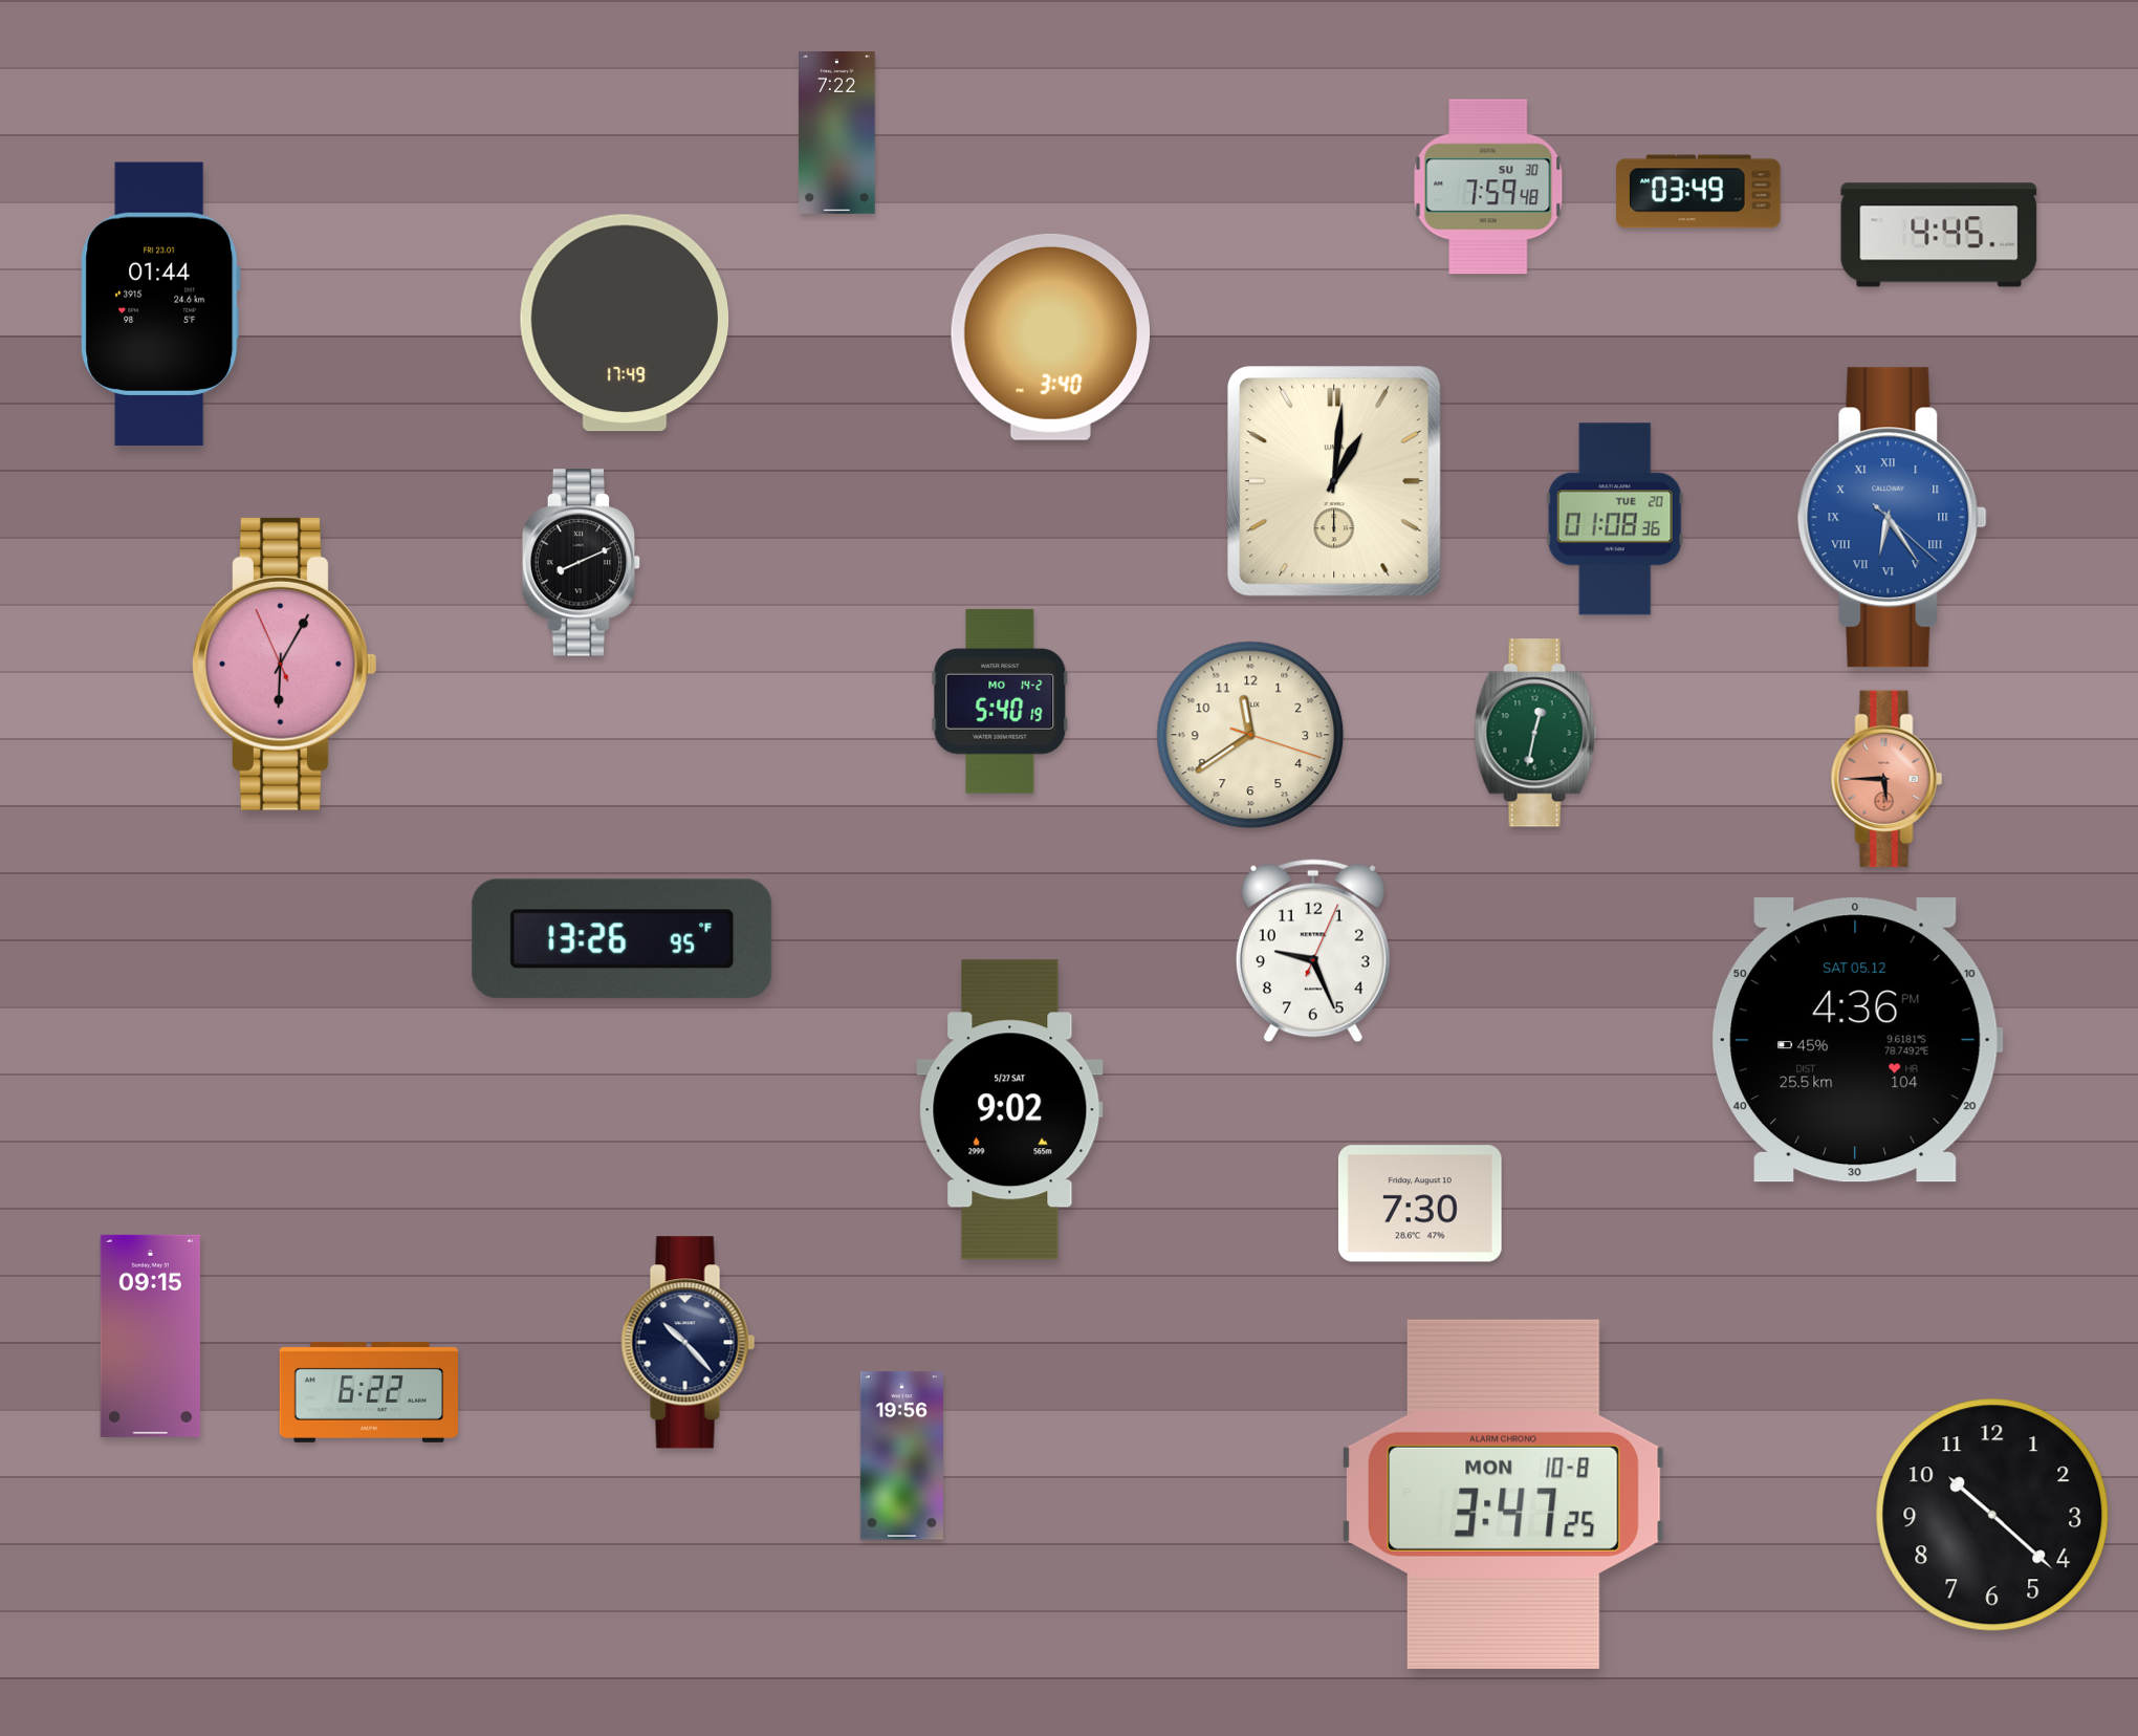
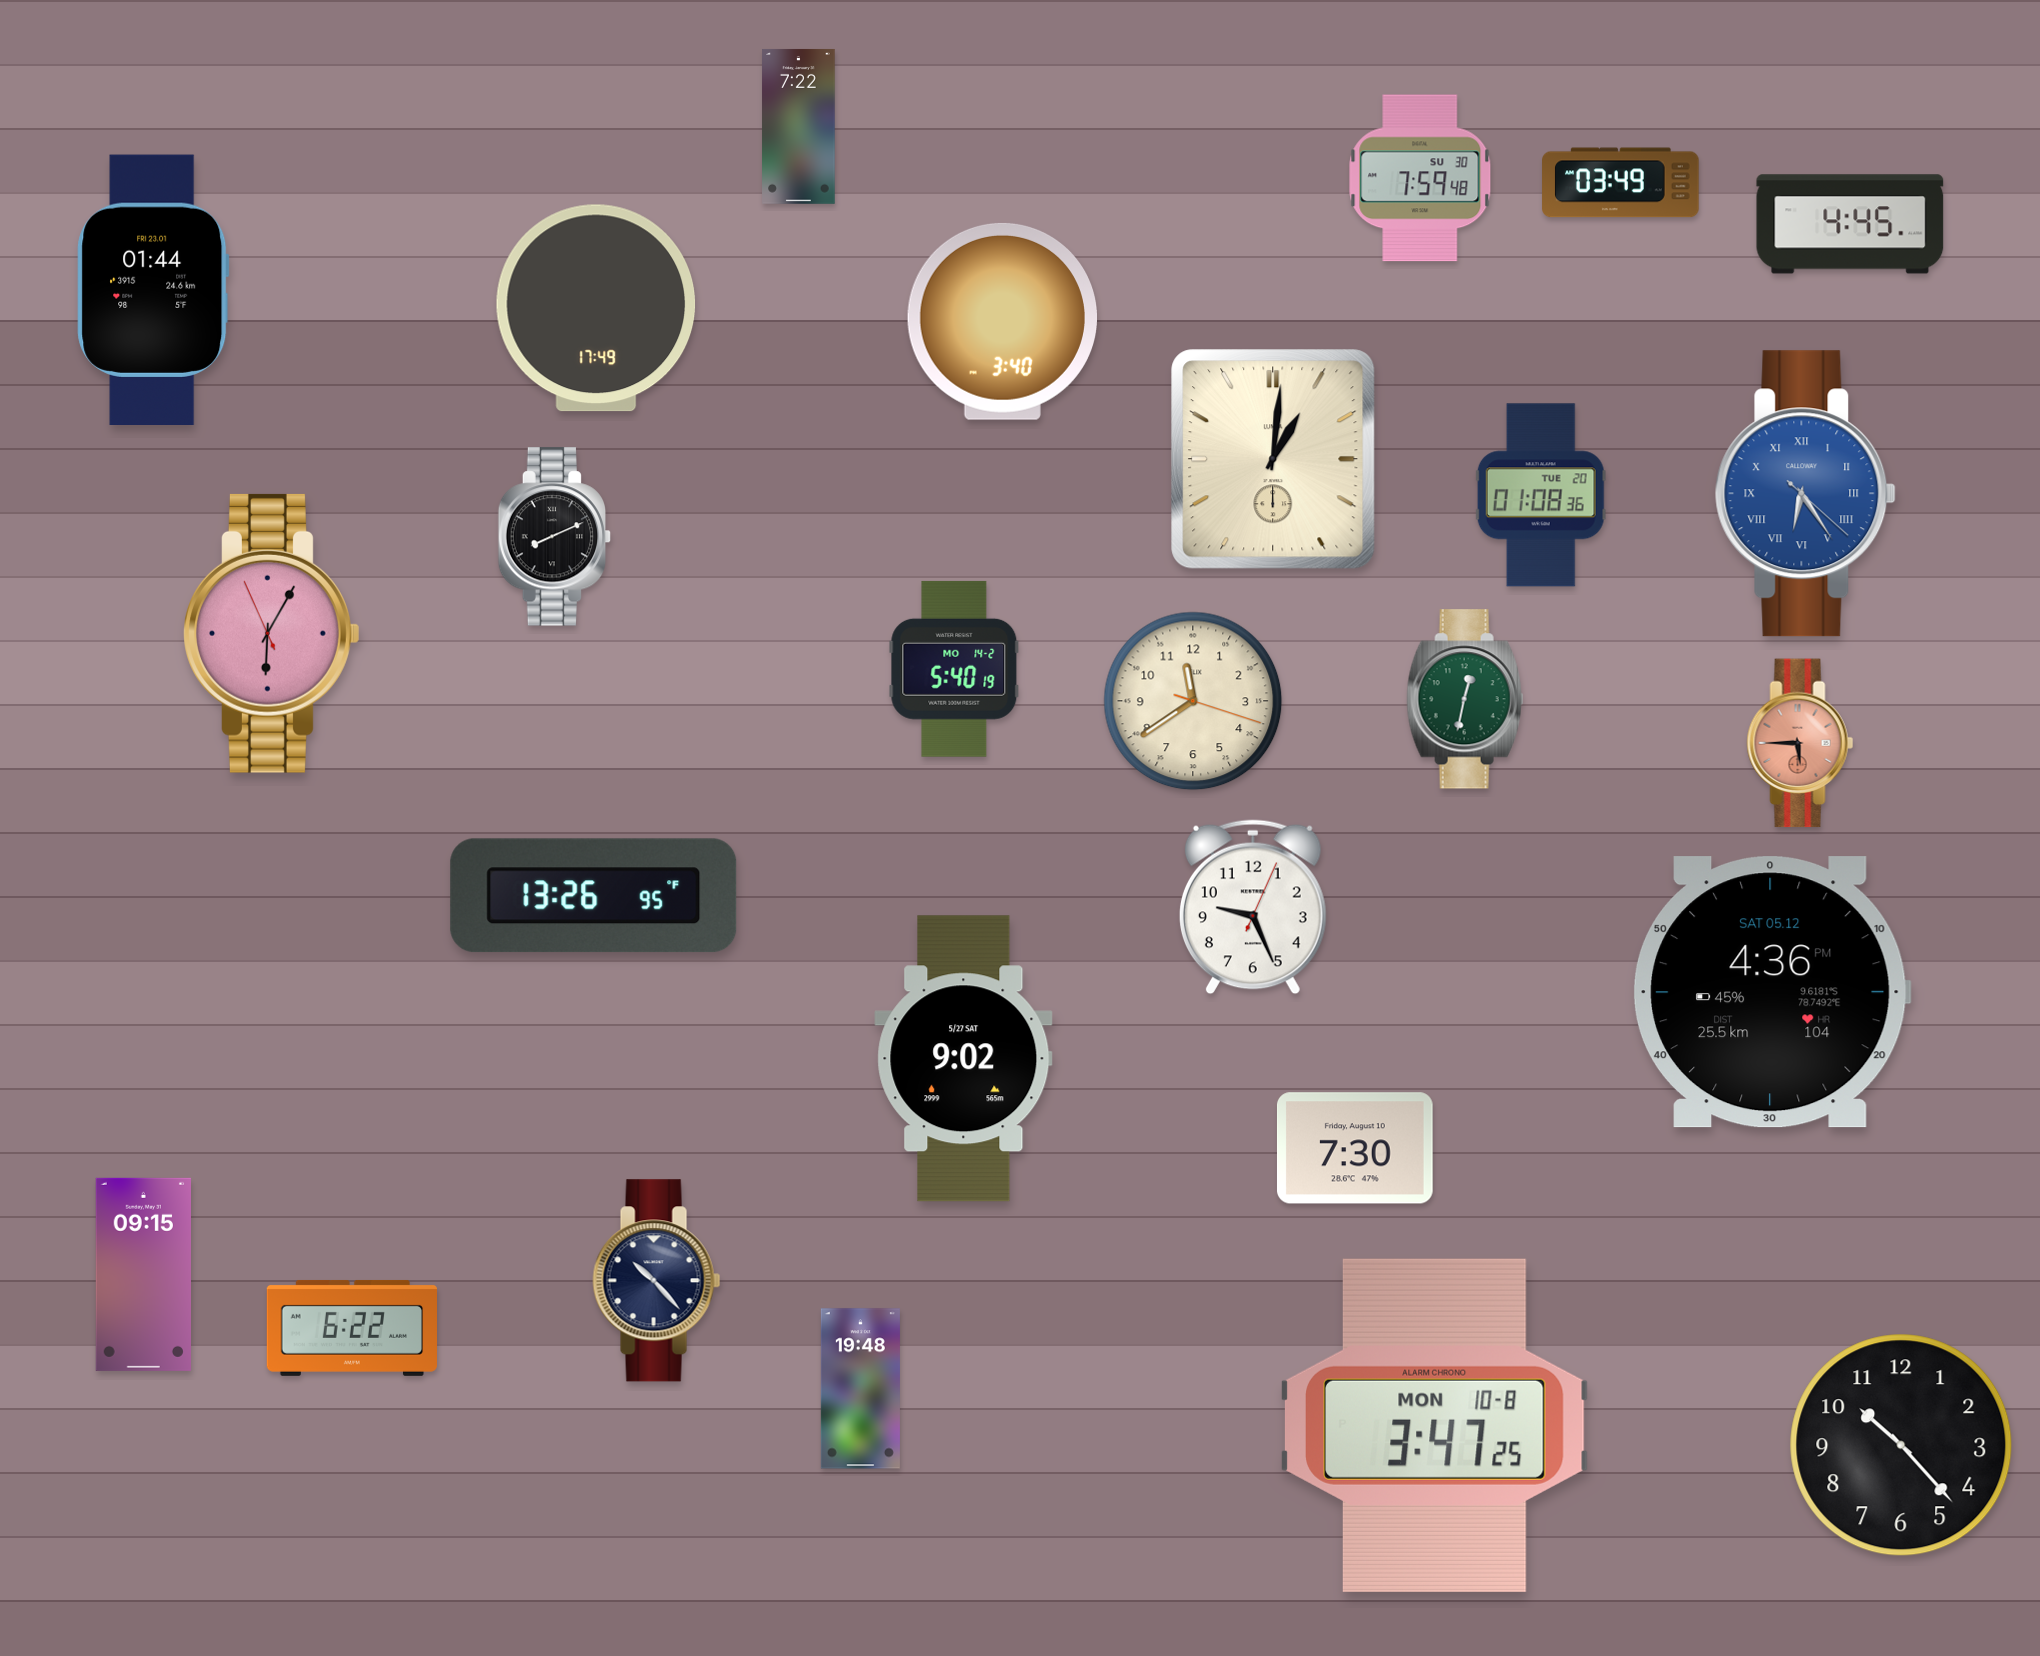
clock at (901, 1456): 19:56 -> 19:48
clock at (1992, 1515): 10:22 -> 10:23
